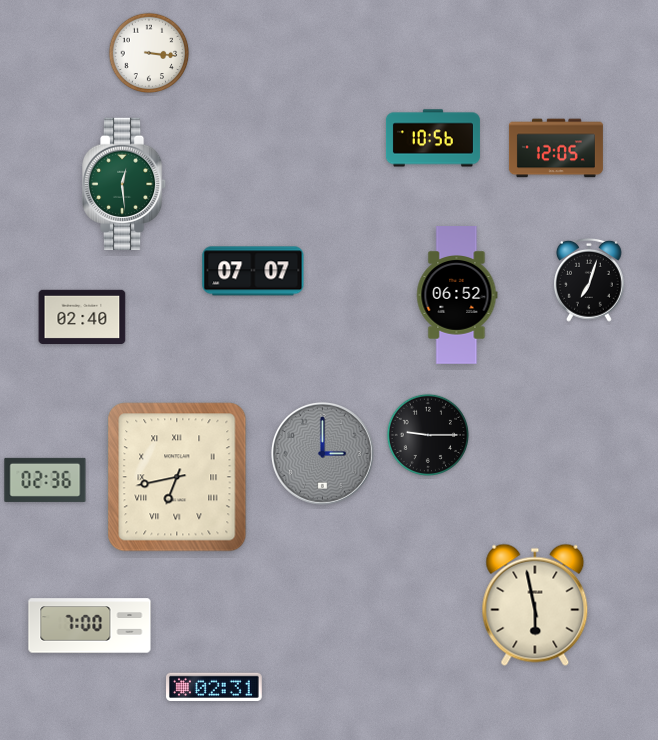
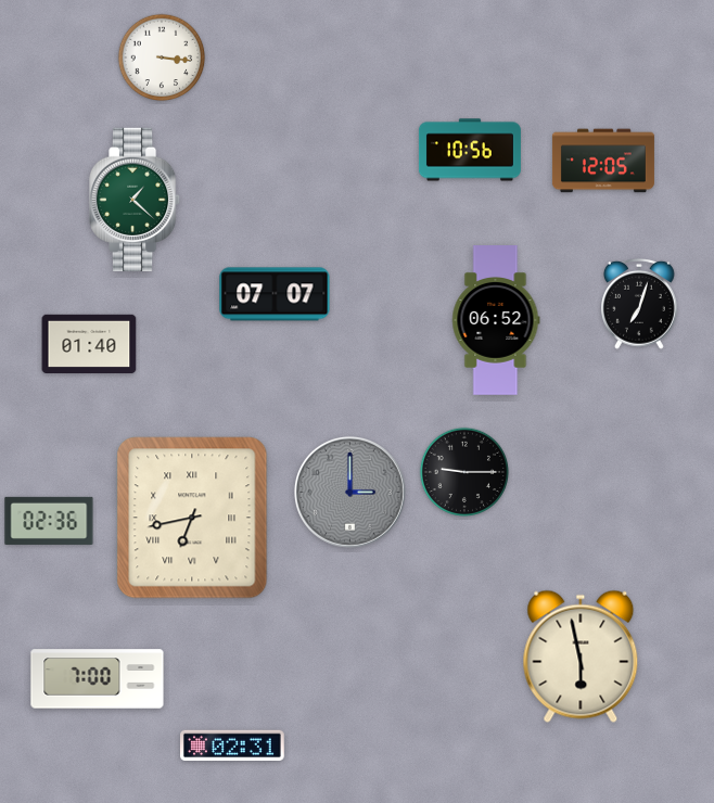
clock at (124, 183): 12:29 -> 1:22
clock at (82, 316): 02:40 -> 01:40
